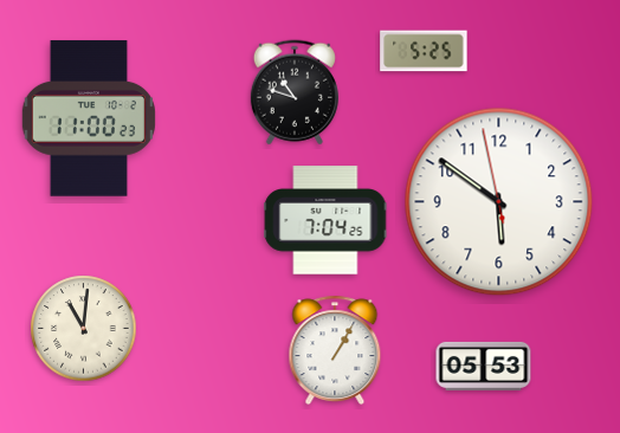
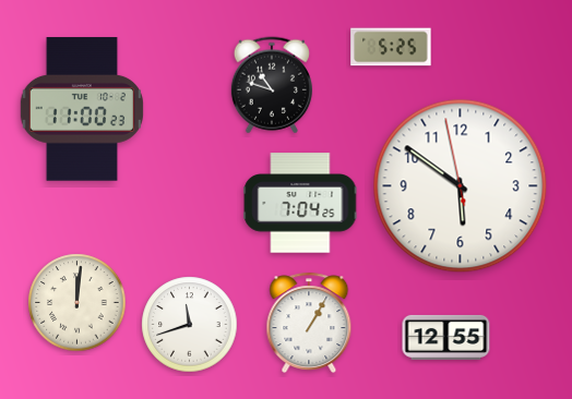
clock at (84, 329): 11:01 -> 12:01
clock at (190, 325): none -> 11:42
clock at (484, 366): 05:53 -> 12:55
